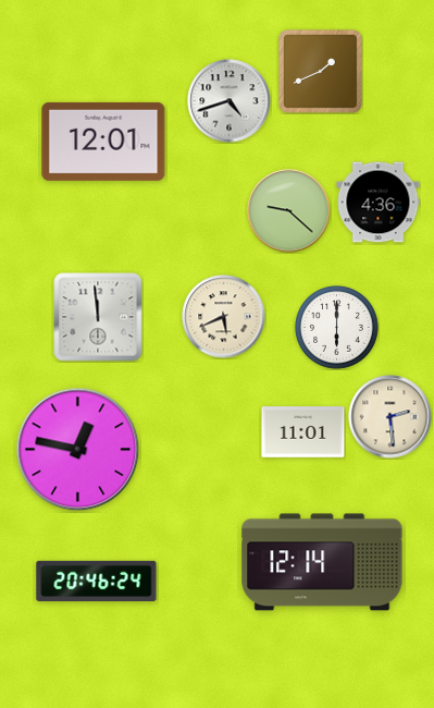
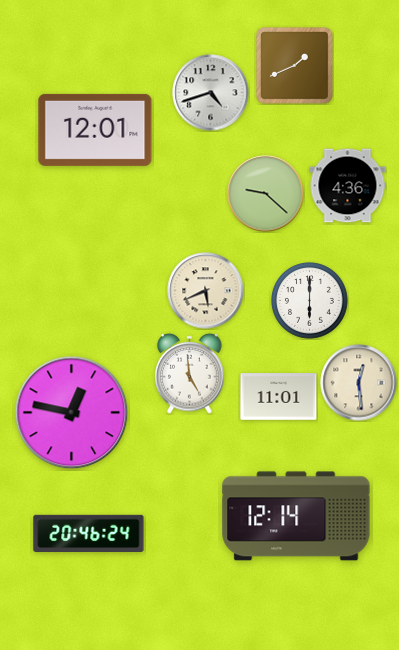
clock at (98, 317): 11:59 -> none
clock at (190, 373): none -> 4:59
clock at (390, 417): 2:29 -> 12:29
